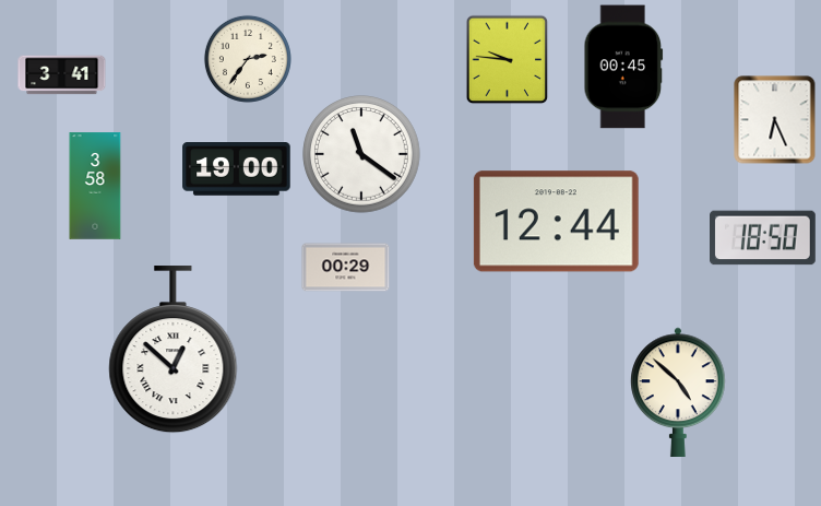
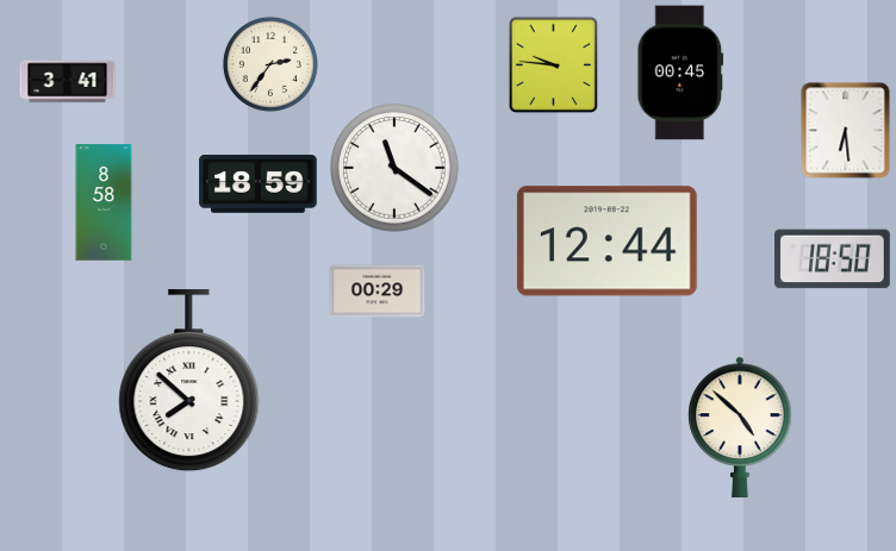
clock at (775, 120): 6:26 -> 6:29
clock at (237, 169): 19:00 -> 18:59
clock at (95, 186): 3:58 -> 8:58
clock at (174, 350): 12:52 -> 7:52
